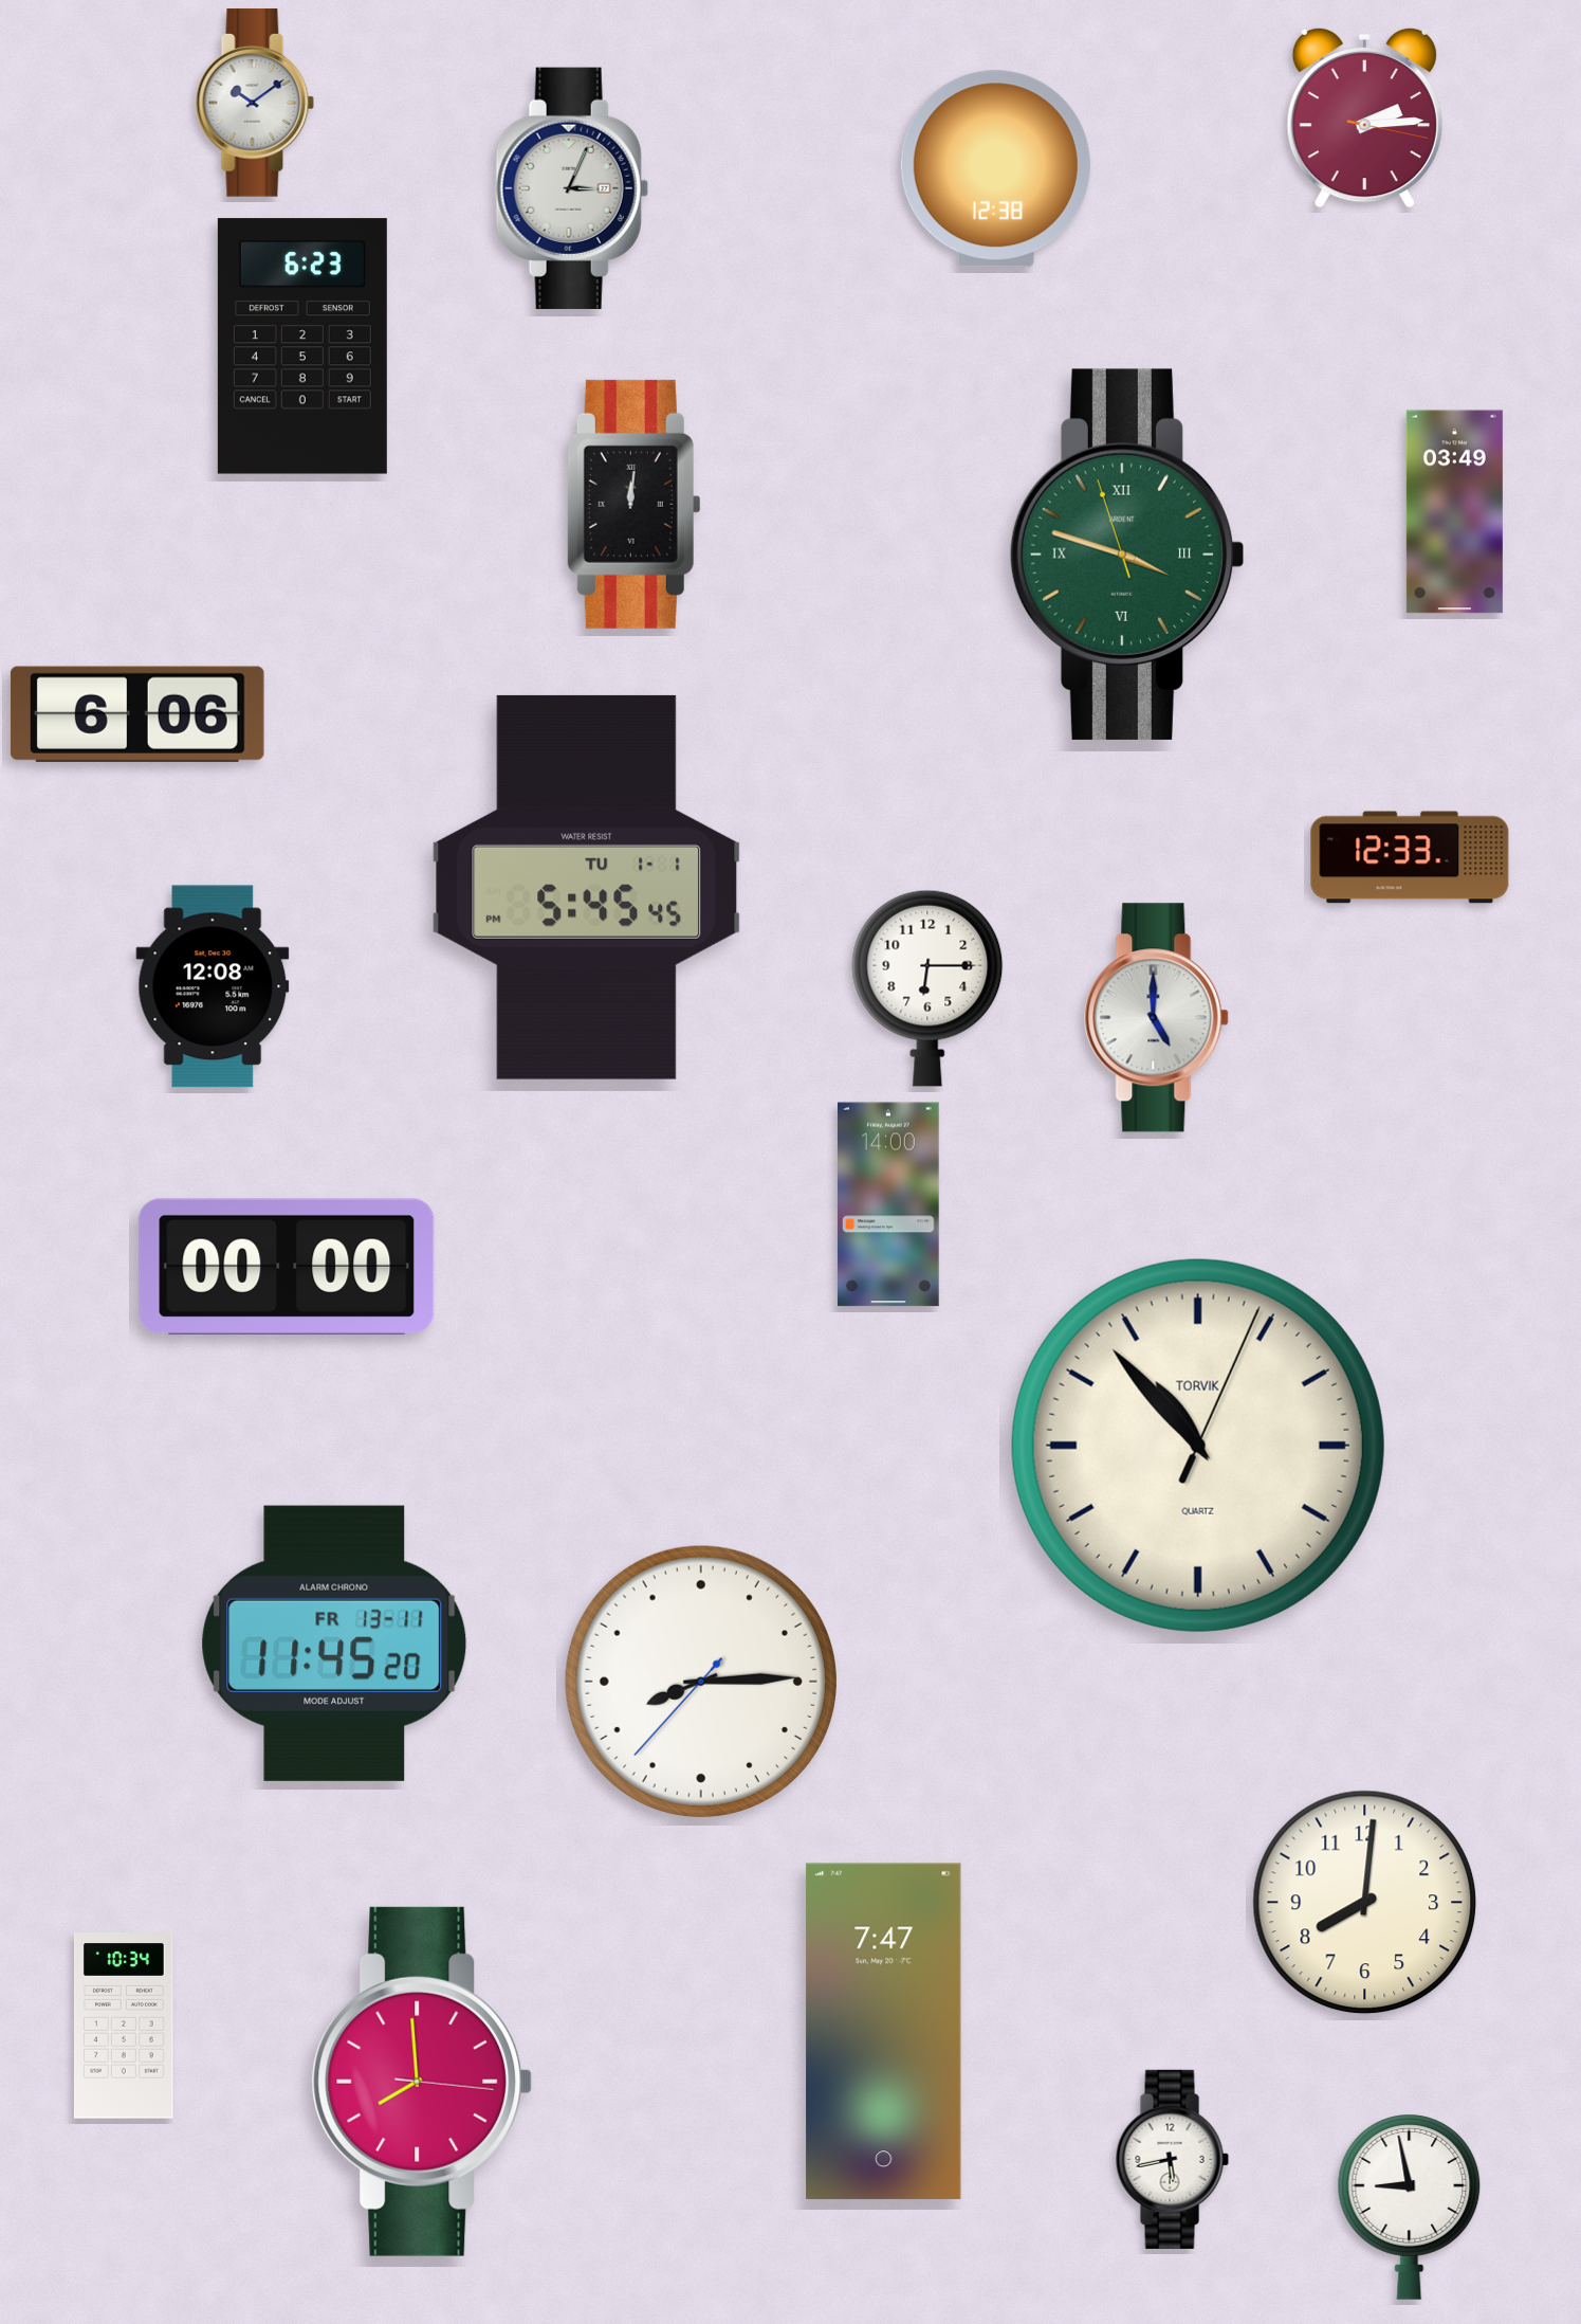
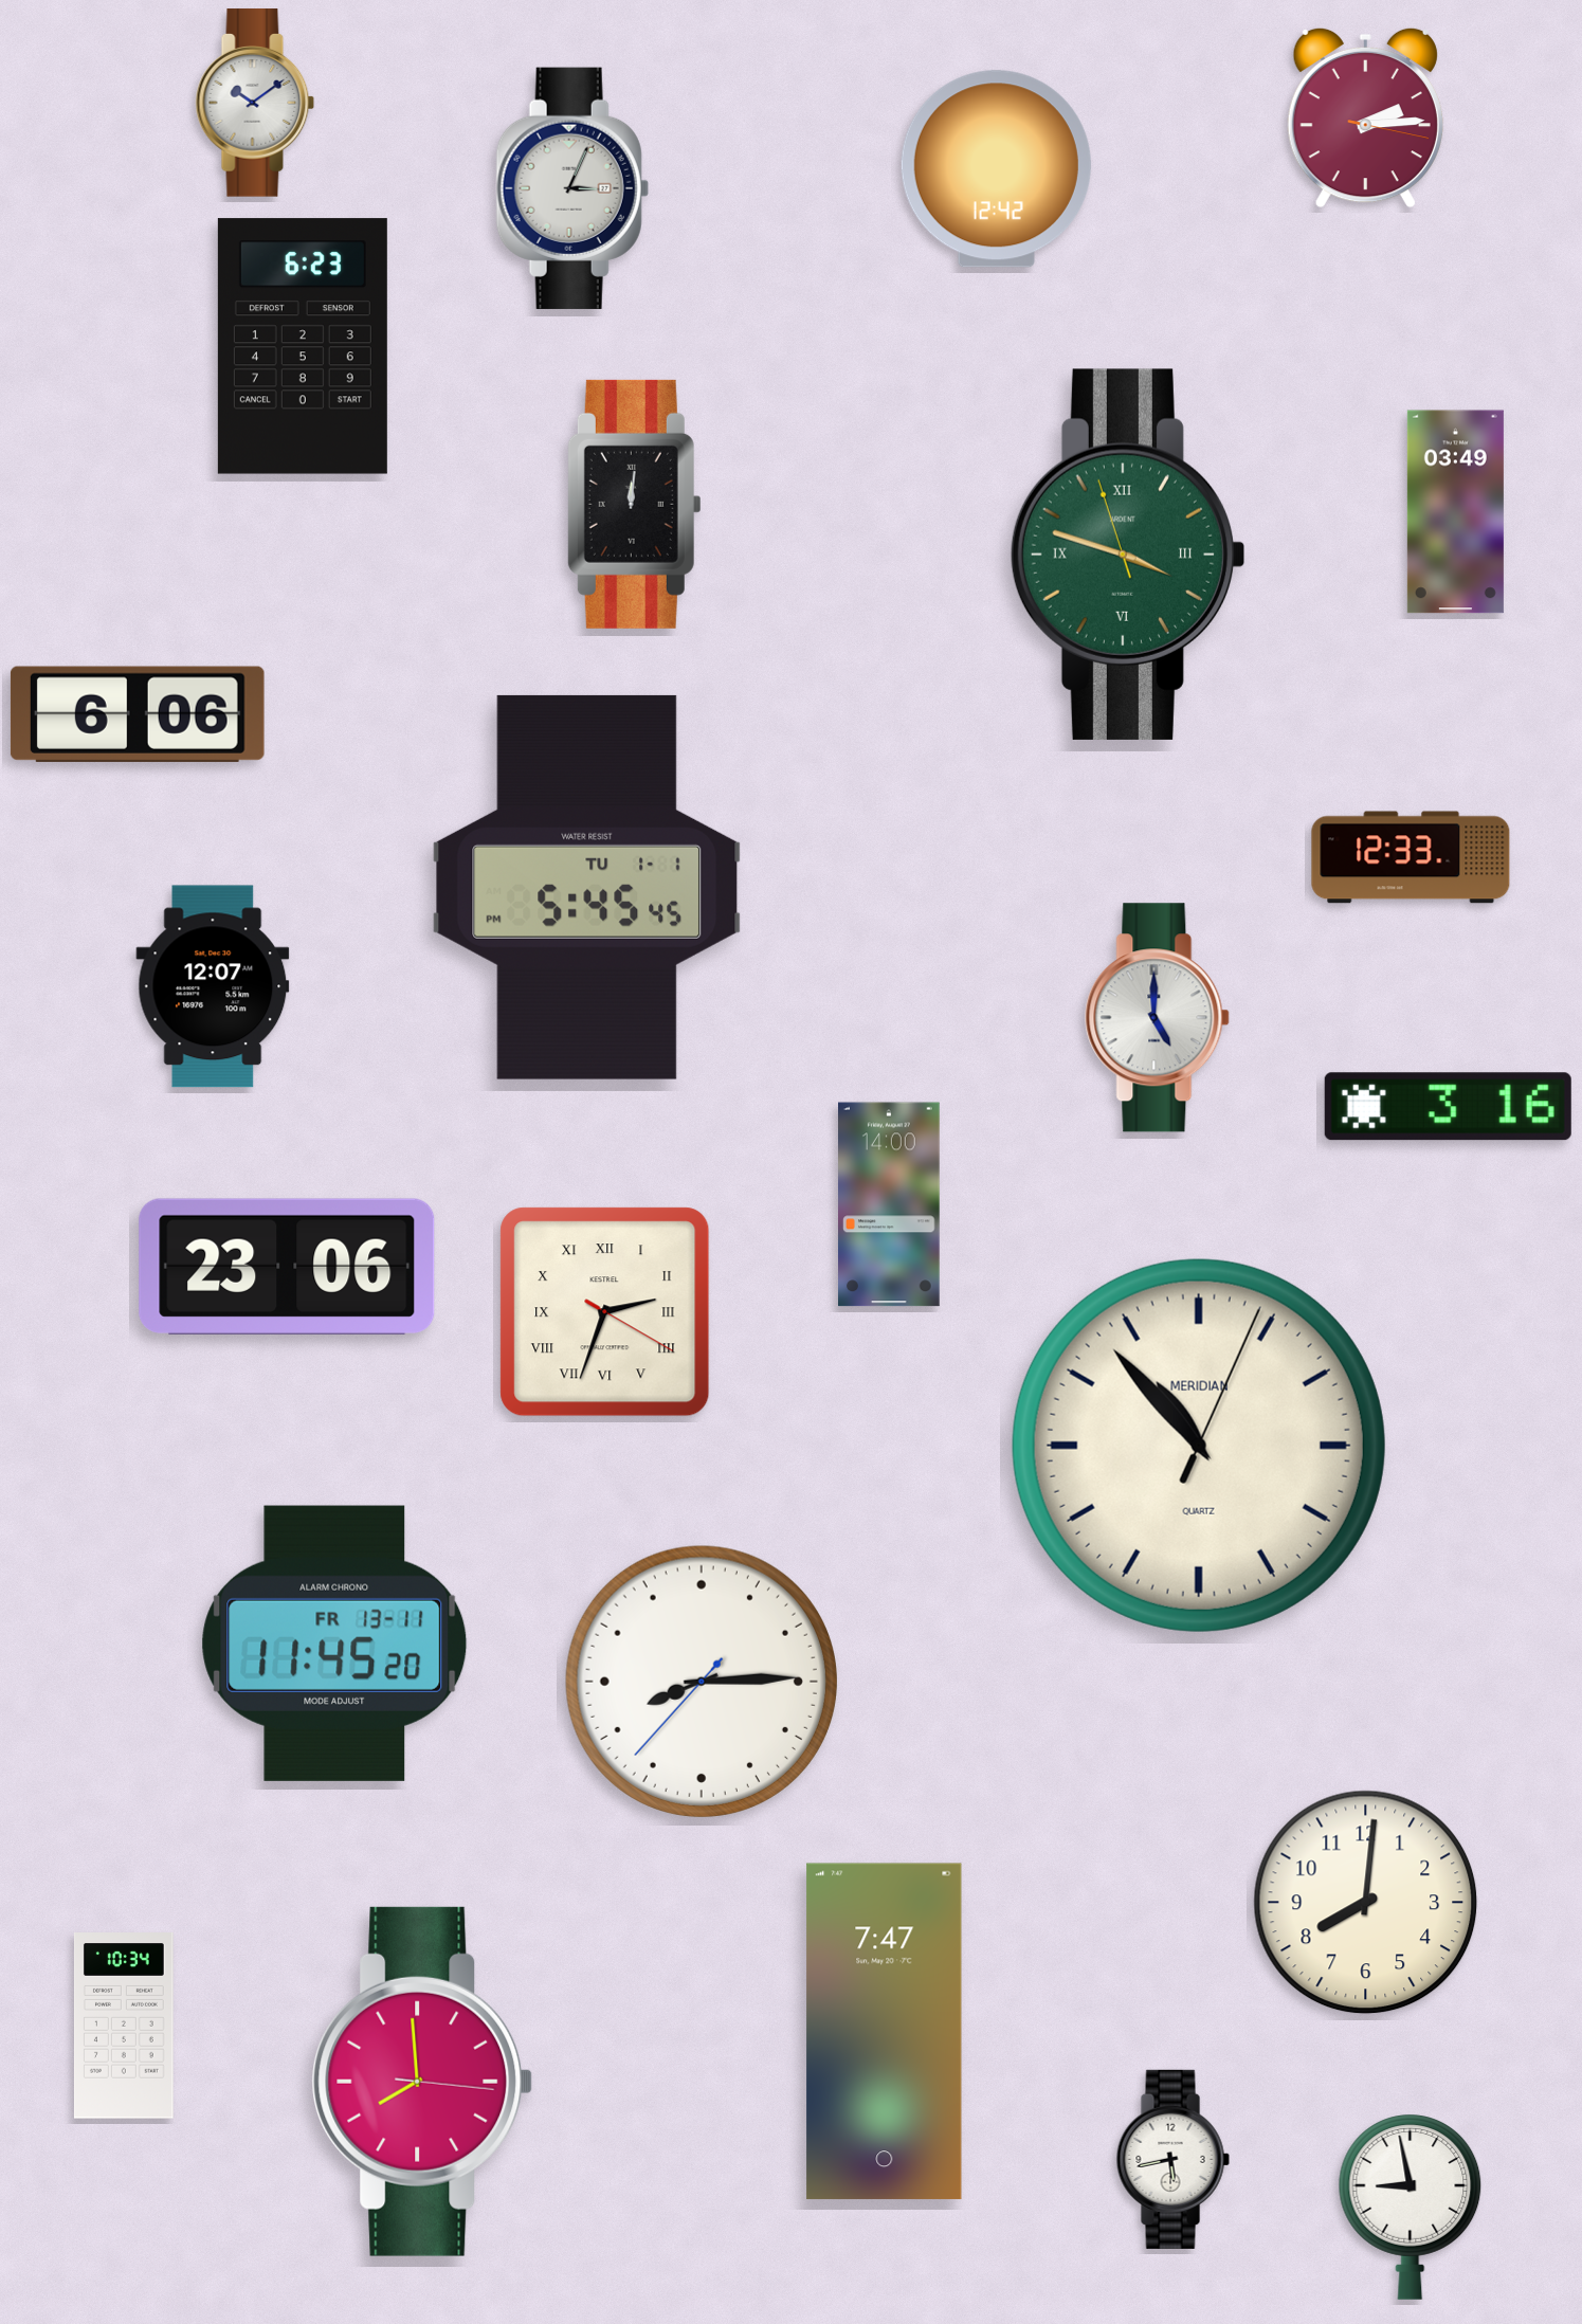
clock at (995, 169): 12:38 -> 12:42
clock at (213, 986): 12:08 -> 12:07
clock at (927, 988): 6:15 -> none
clock at (1448, 1107): none -> 3:16
clock at (287, 1267): 00:00 -> 23:06
clock at (605, 1312): none -> 2:33
clock at (1198, 1446) brand: TORVIK -> MERIDIAN
